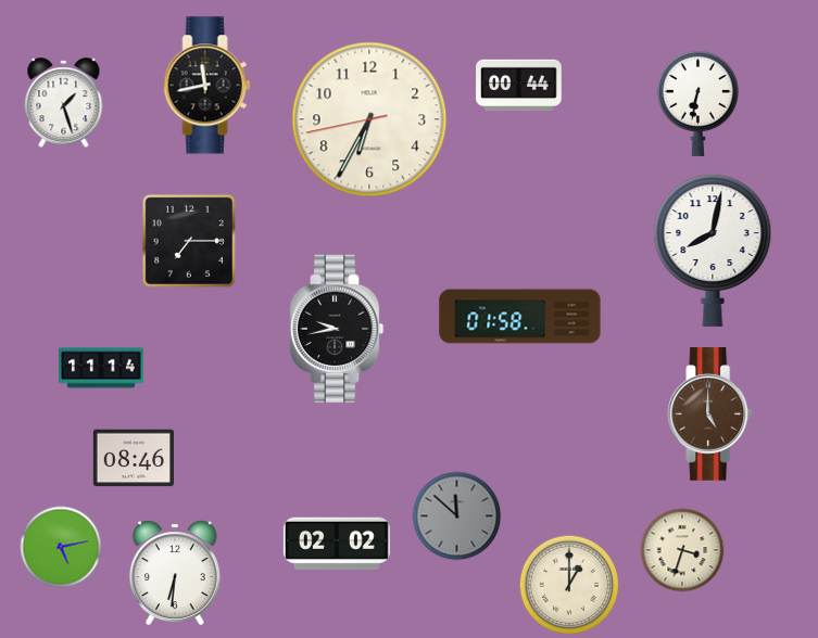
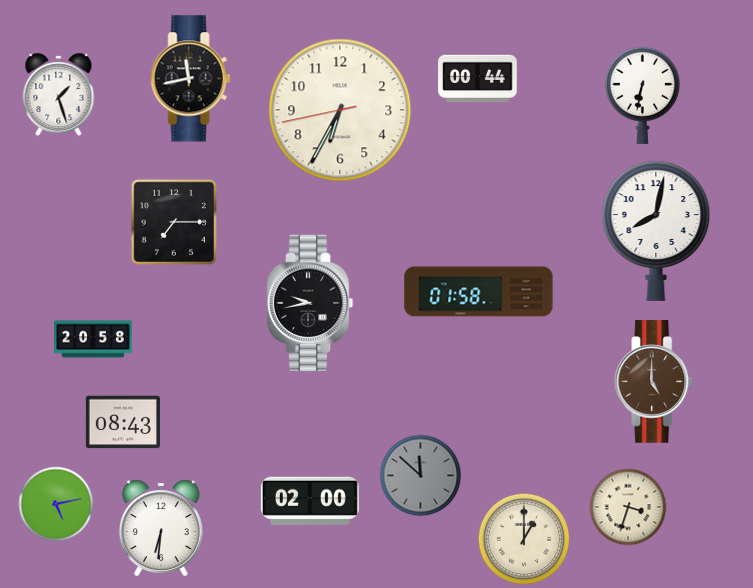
clock at (101, 368): 11:14 -> 20:58
clock at (133, 458): 08:46 -> 08:43
clock at (337, 544): 02:02 -> 02:00
